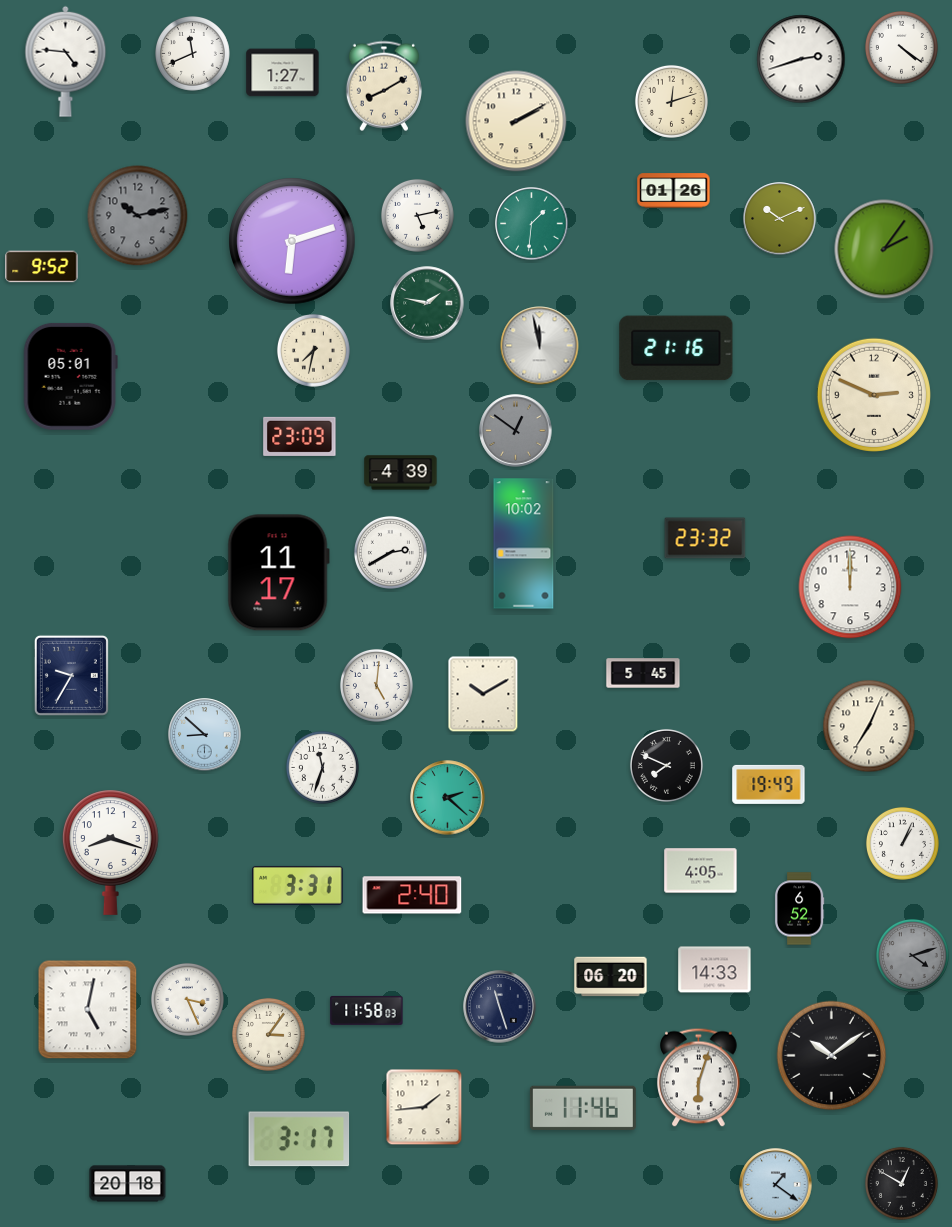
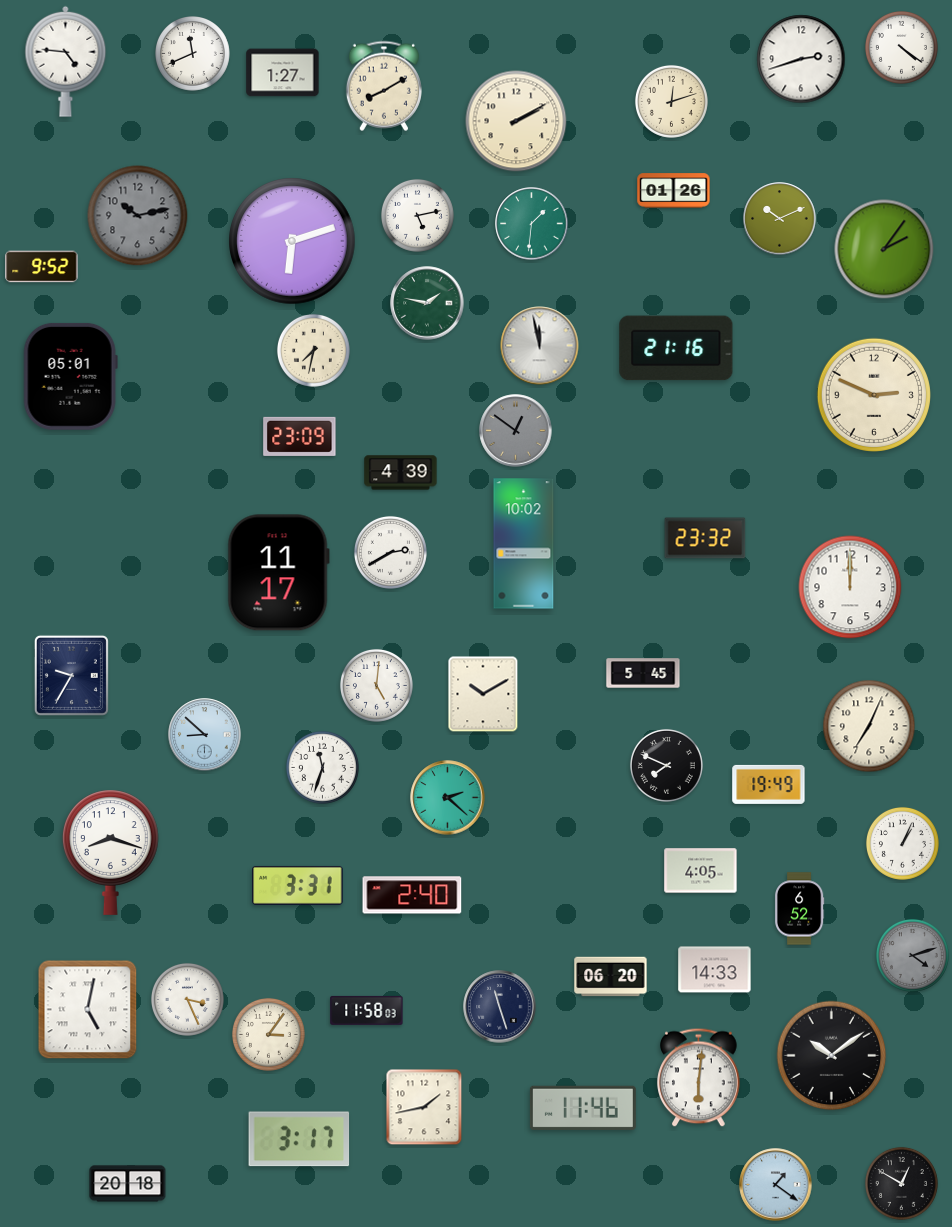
clock at (699, 1078): 6:03 -> 6:01
clock at (424, 1107): 1:44 -> 1:43
